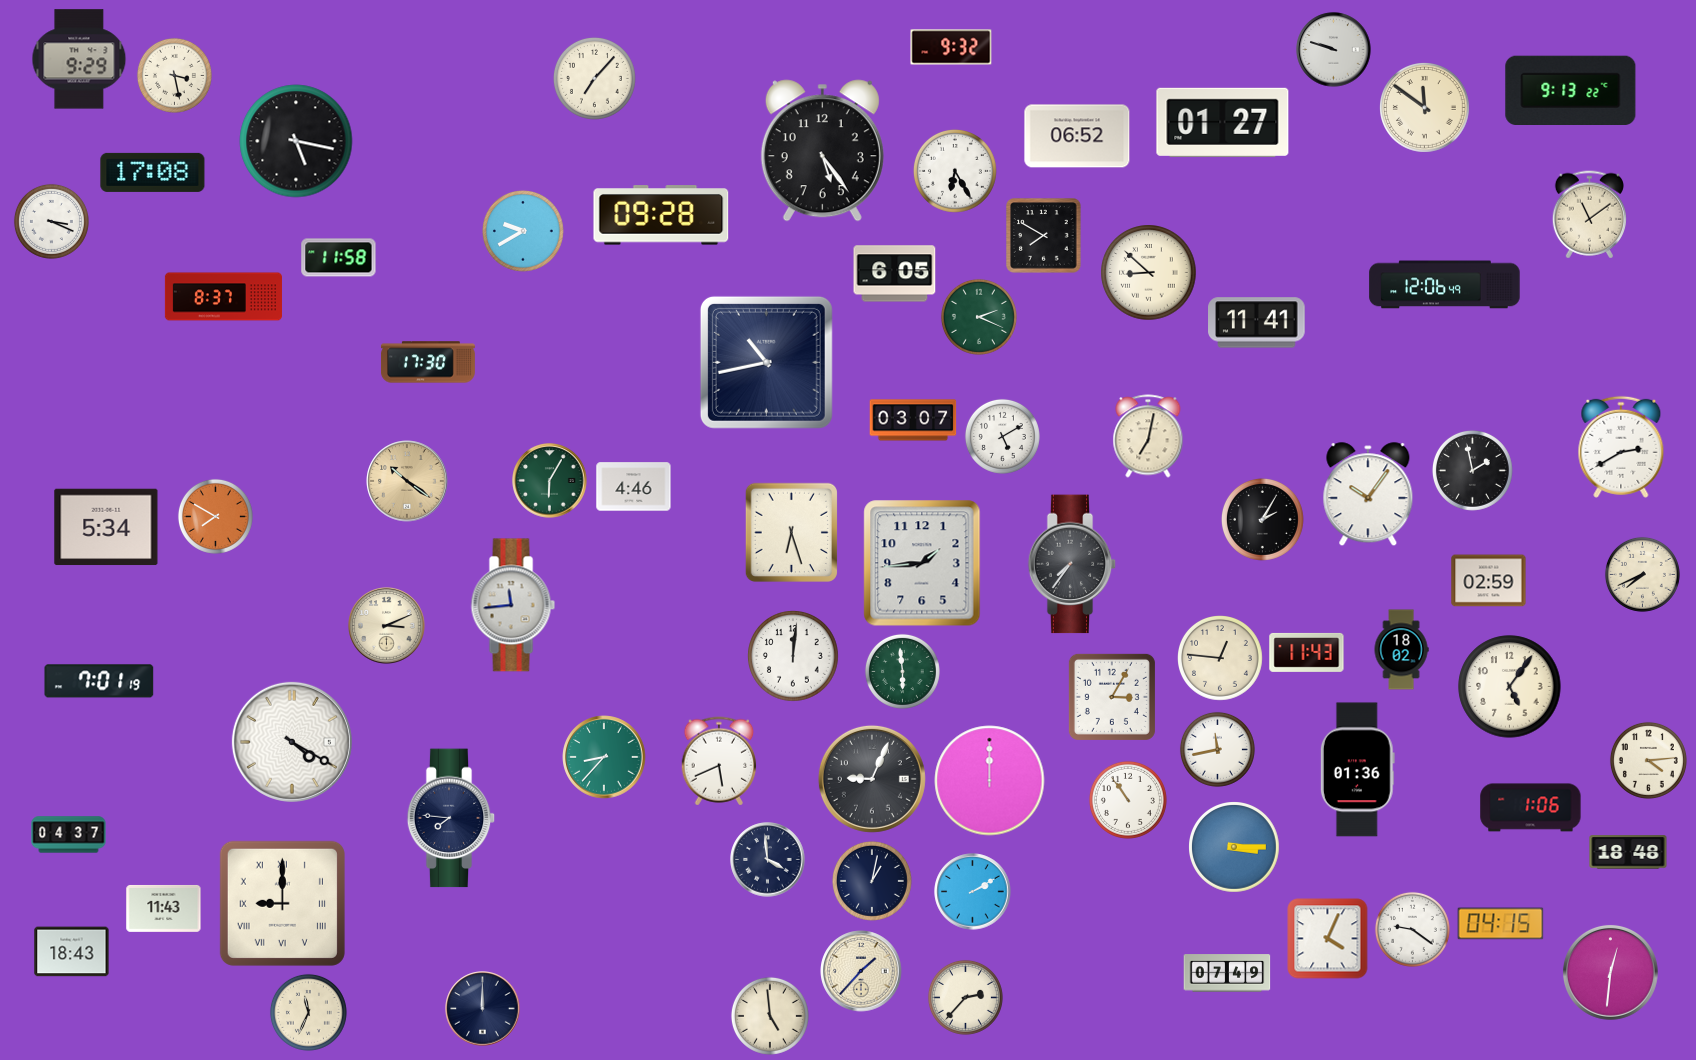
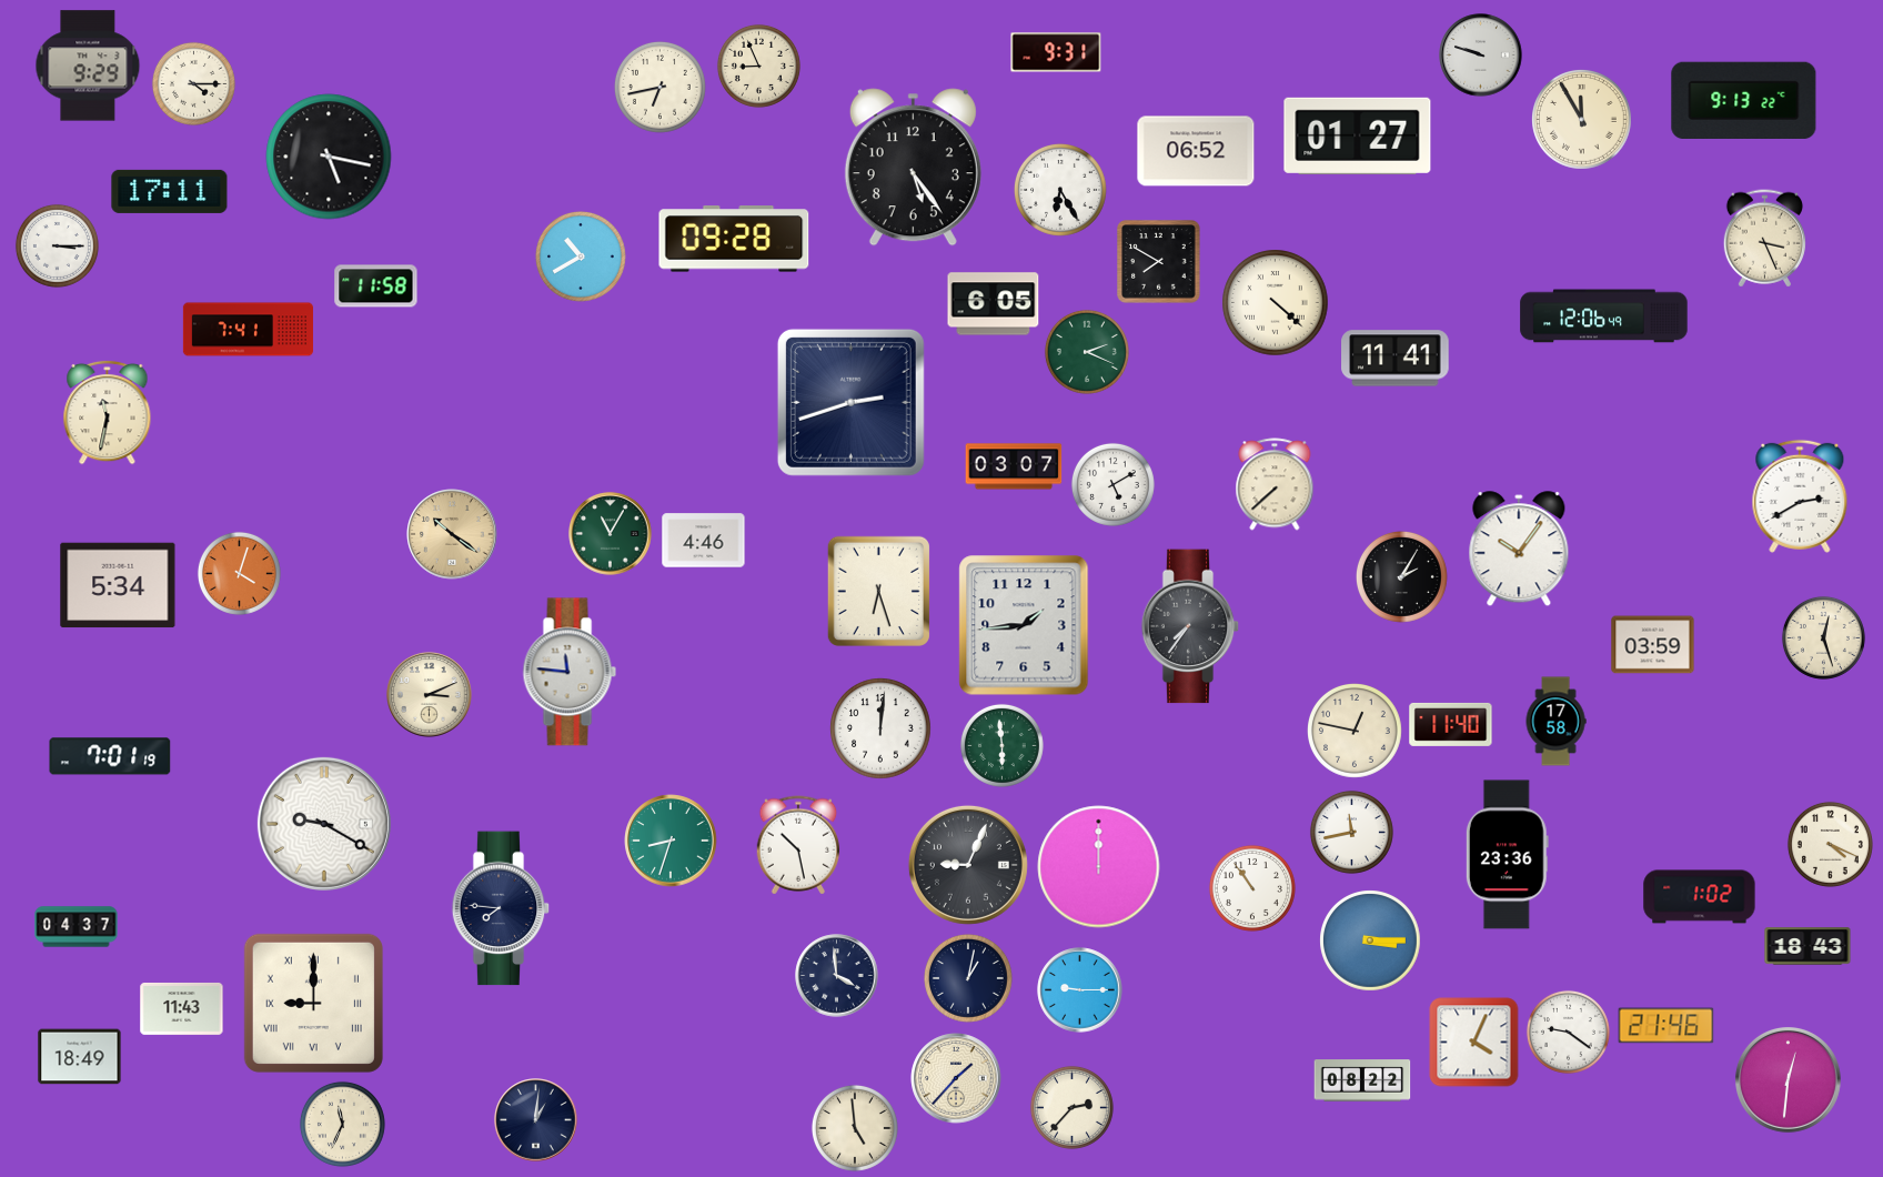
clock at (951, 47): 9:32 -> 9:31
clock at (758, 66): none -> 8:56
clock at (174, 75): 3:28 -> 4:15
clock at (594, 78): 7:07 -> 6:43
clock at (1425, 108): 11:51 -> 11:55
clock at (153, 172): 17:08 -> 17:11
clock at (1589, 215): 11:09 -> 3:26
clock at (51, 221): 3:19 -> 3:15
clock at (523, 231): 9:40 -> 10:40
clock at (1149, 273): 8:52 -> 4:22
clock at (223, 297): 8:37 -> 7:41
clock at (428, 362): 17:30 -> none
clock at (766, 362): 10:43 -> 2:42
clock at (108, 412): none -> 11:32
clock at (1148, 436): 7:02 -> 7:38
clock at (1472, 470): 1:58 -> none
clock at (550, 481): 6:05 -> 11:05
clock at (215, 516): 7:50 -> 4:03
clock at (1642, 574): 7:41 -> 12:27
clock at (1489, 581): 02:59 -> 03:59
clock at (513, 605): 11:44 -> 11:46
clock at (1401, 650): 18:02 -> 17:58
clock at (1307, 652): 11:43 -> 11:40
clock at (1221, 659): 12:46 -> 12:47
clock at (1510, 687): 5:06 -> none
clock at (1112, 697): 3:05 -> none
clock at (292, 742): 4:20 -> 9:20
clock at (604, 757): 8:37 -> 8:33
clock at (1648, 760): 4:14 -> 4:19
clock at (719, 761): 5:41 -> 10:28
clock at (1357, 770): 01:36 -> 23:36
clock at (1531, 808): 1:06 -> 1:02
clock at (1628, 852): 18:48 -> 18:43
clock at (768, 860) position: (768, 860) -> (837, 976)
clock at (973, 892): 2:10 -> 9:15
clock at (1501, 924): 04:15 -> 21:46
clock at (72, 952): 18:43 -> 18:49
clock at (1227, 973): 07:49 -> 08:22
clock at (483, 1009): 12:00 -> 1:01
